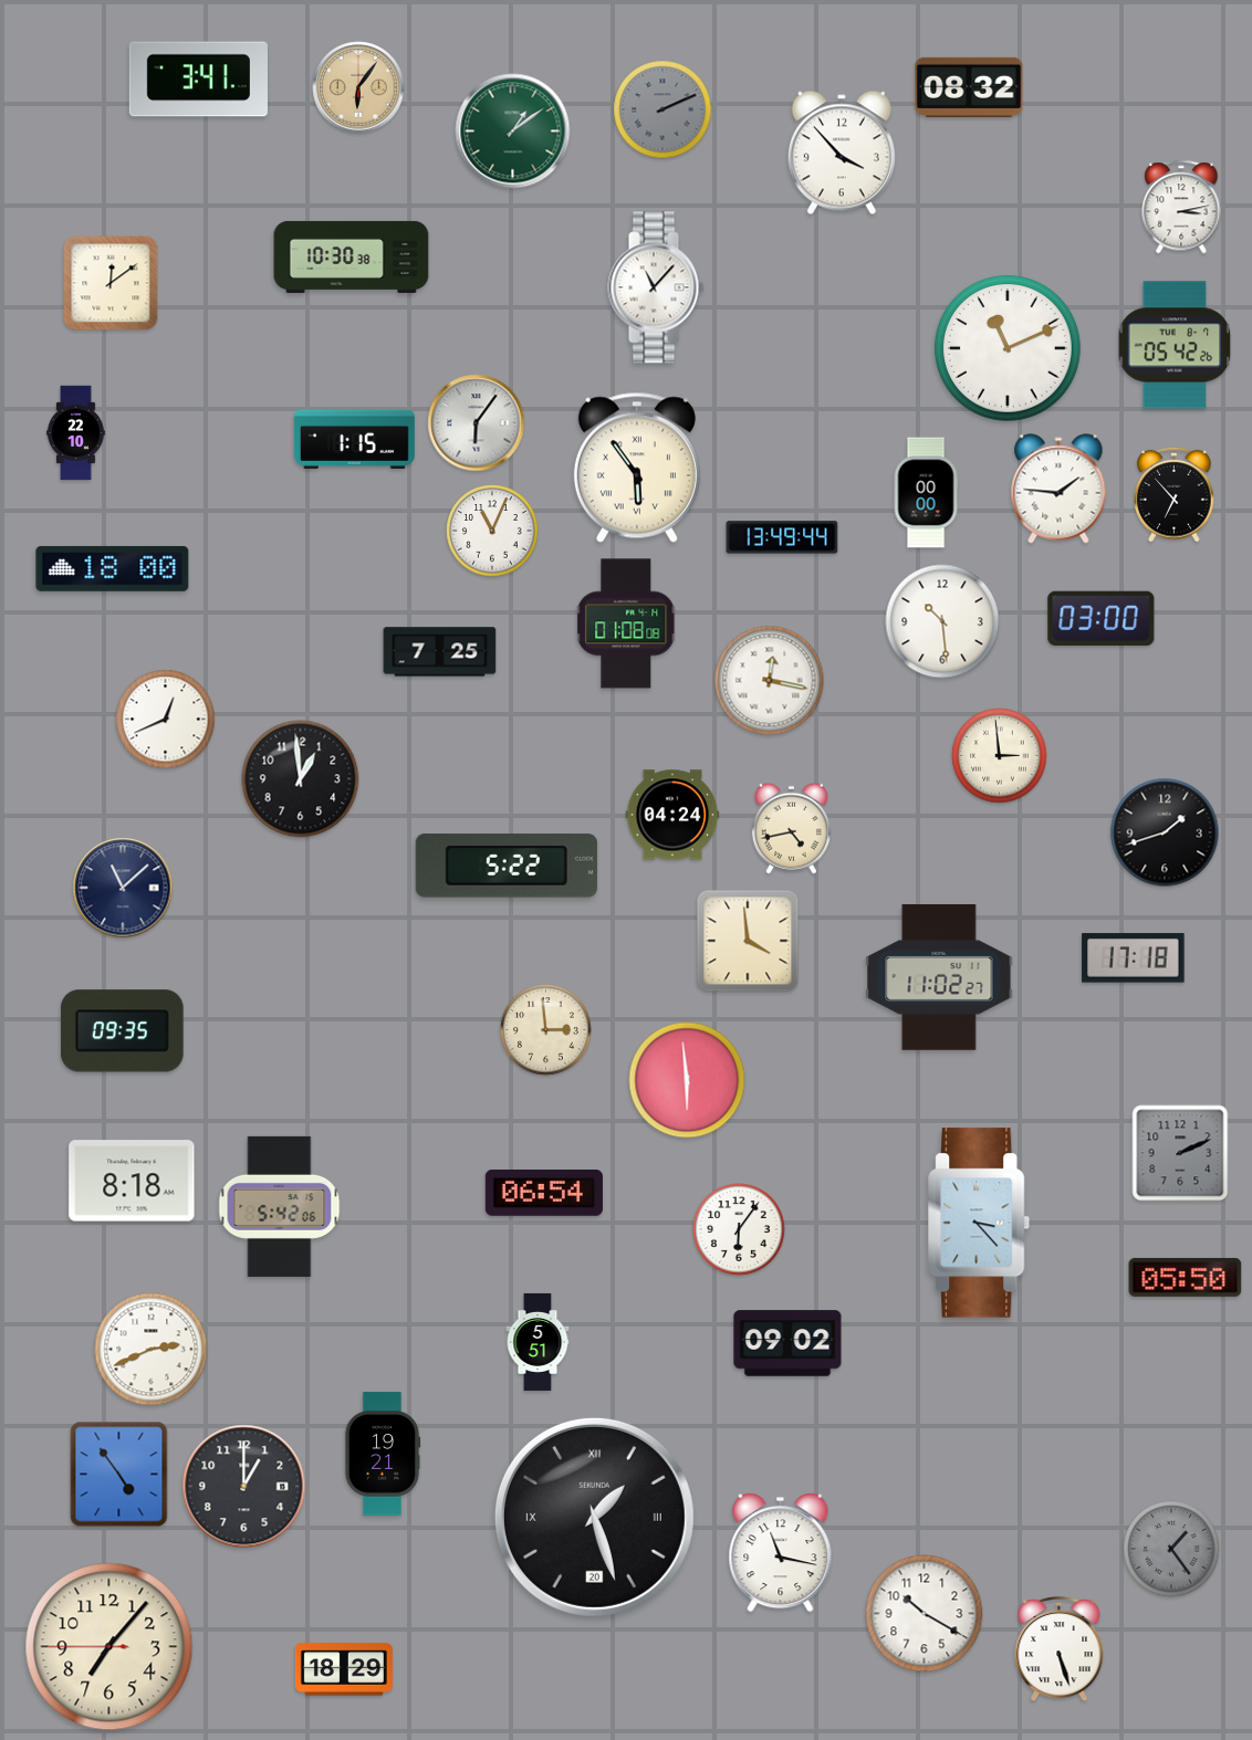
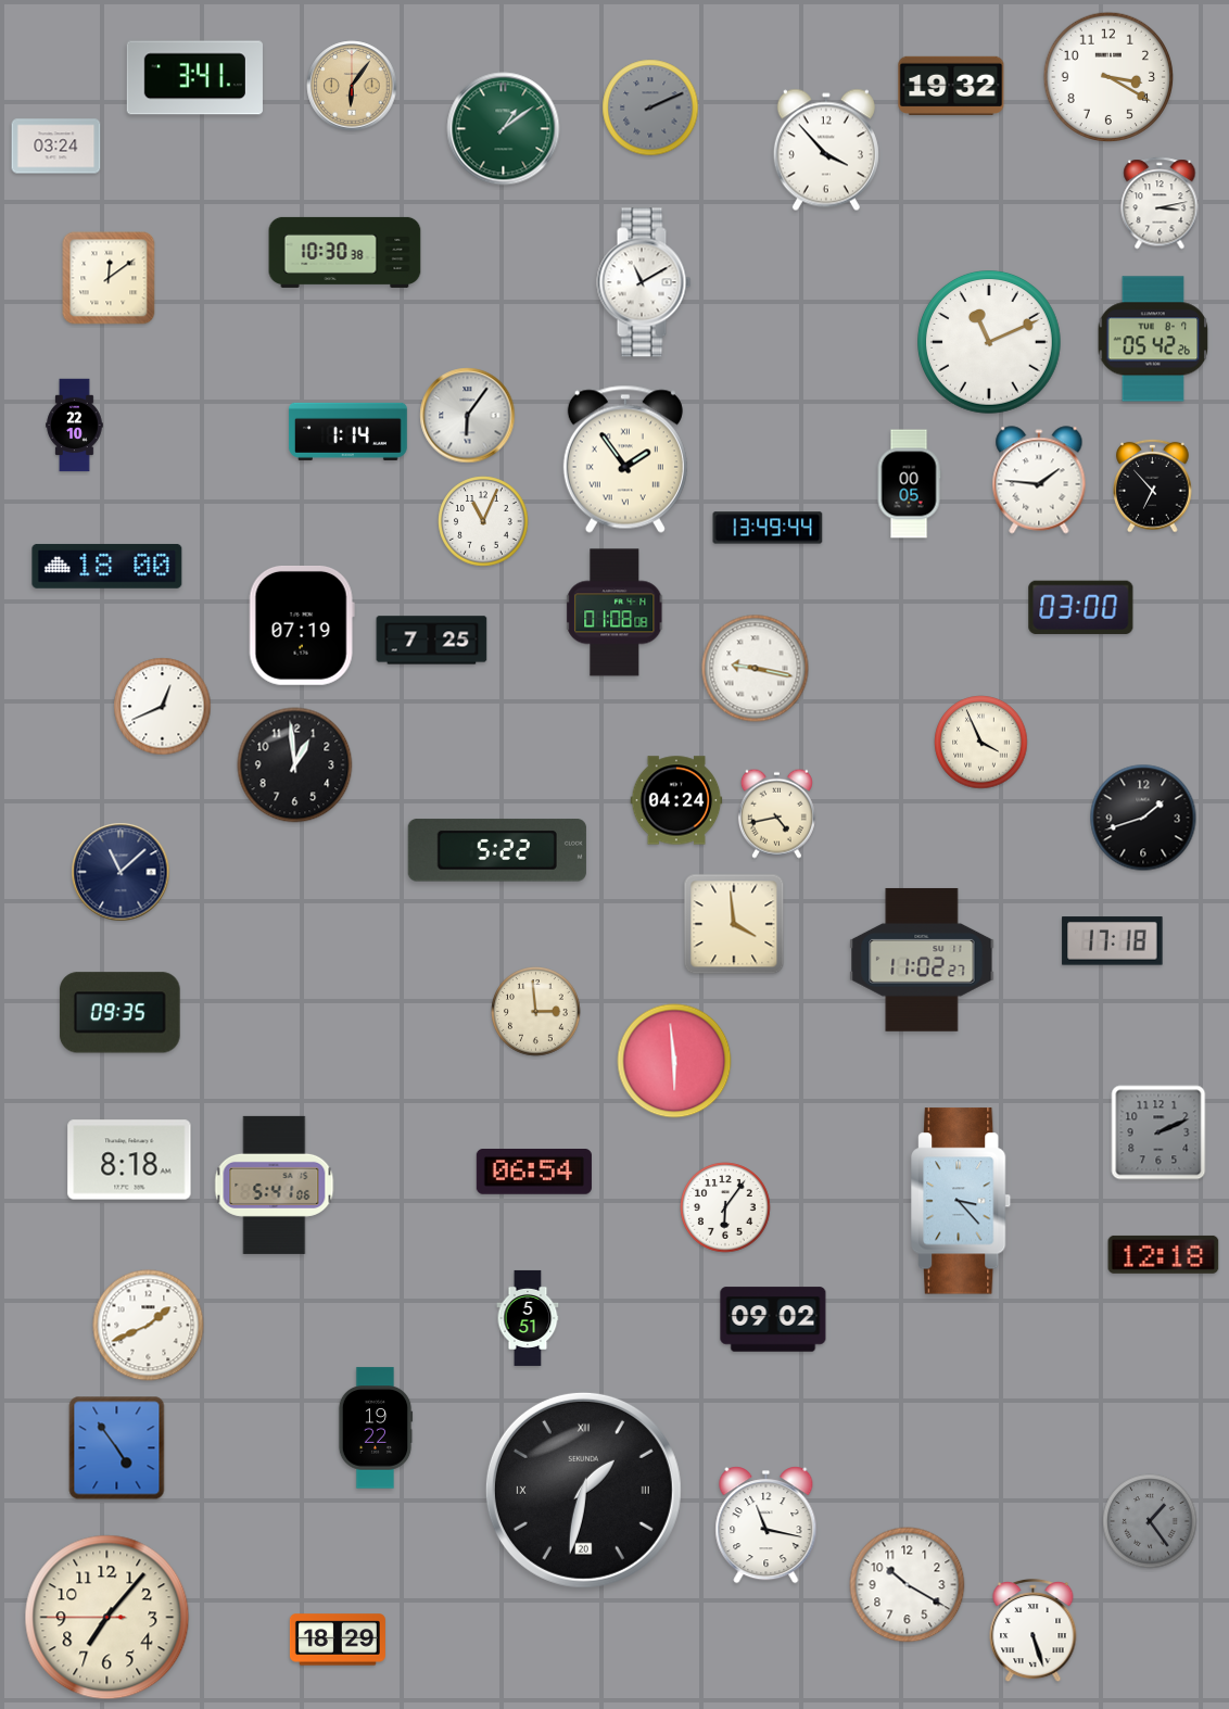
clock at (1107, 76): none -> 3:20
clock at (969, 87): 08:32 -> 19:32
clock at (56, 147): none -> 03:24
clock at (656, 287): 11:07 -> 11:10
clock at (354, 439): 1:15 -> 1:14
clock at (637, 468): 5:54 -> 1:54
clock at (926, 493): 00:00 -> 00:05
clock at (113, 568) position: (113, 568) -> (107, 566)
clock at (942, 621): 10:29 -> none
clock at (302, 625): none -> 07:19
clock at (770, 681): 12:17 -> 9:17
clock at (1000, 756): 2:59 -> 3:56
clock at (672, 815) position: (672, 815) -> (676, 800)
clock at (280, 1206): 5:42 -> 5:41
clock at (1186, 1277): 05:50 -> 12:18
clock at (152, 1350): 2:41 -> 1:41
clock at (383, 1454): 19:21 -> 19:22
clock at (244, 1487): 1:00 -> none
clock at (594, 1517): 1:27 -> 1:32
clock at (1060, 1649) position: (1060, 1649) -> (1034, 1631)
